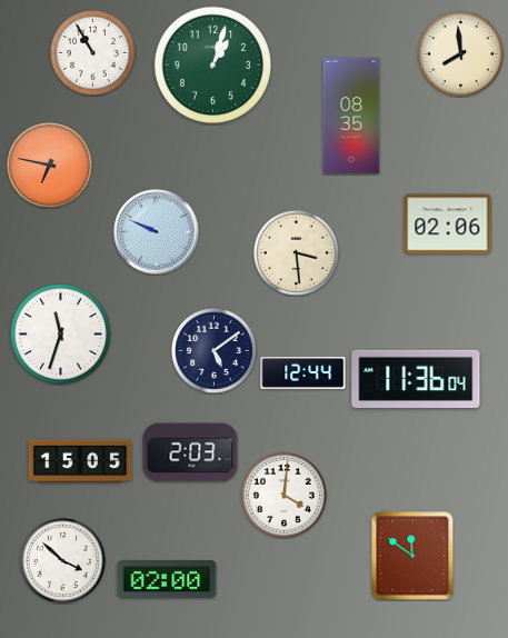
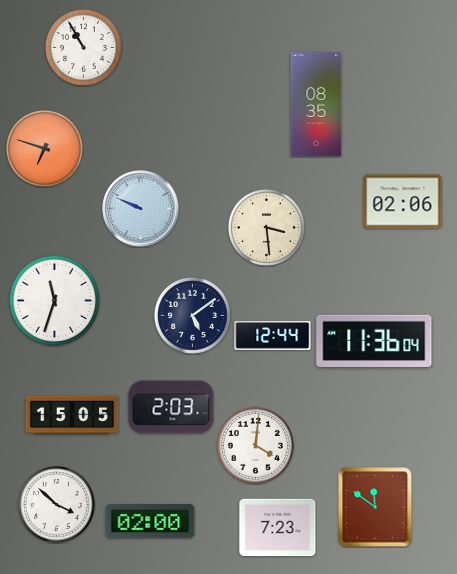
clock at (460, 53): 7:59 -> none
clock at (213, 66): 1:03 -> none
clock at (49, 165): 6:47 -> 6:48
clock at (412, 556) position: (412, 556) -> (375, 507)
clock at (278, 528): none -> 7:23
